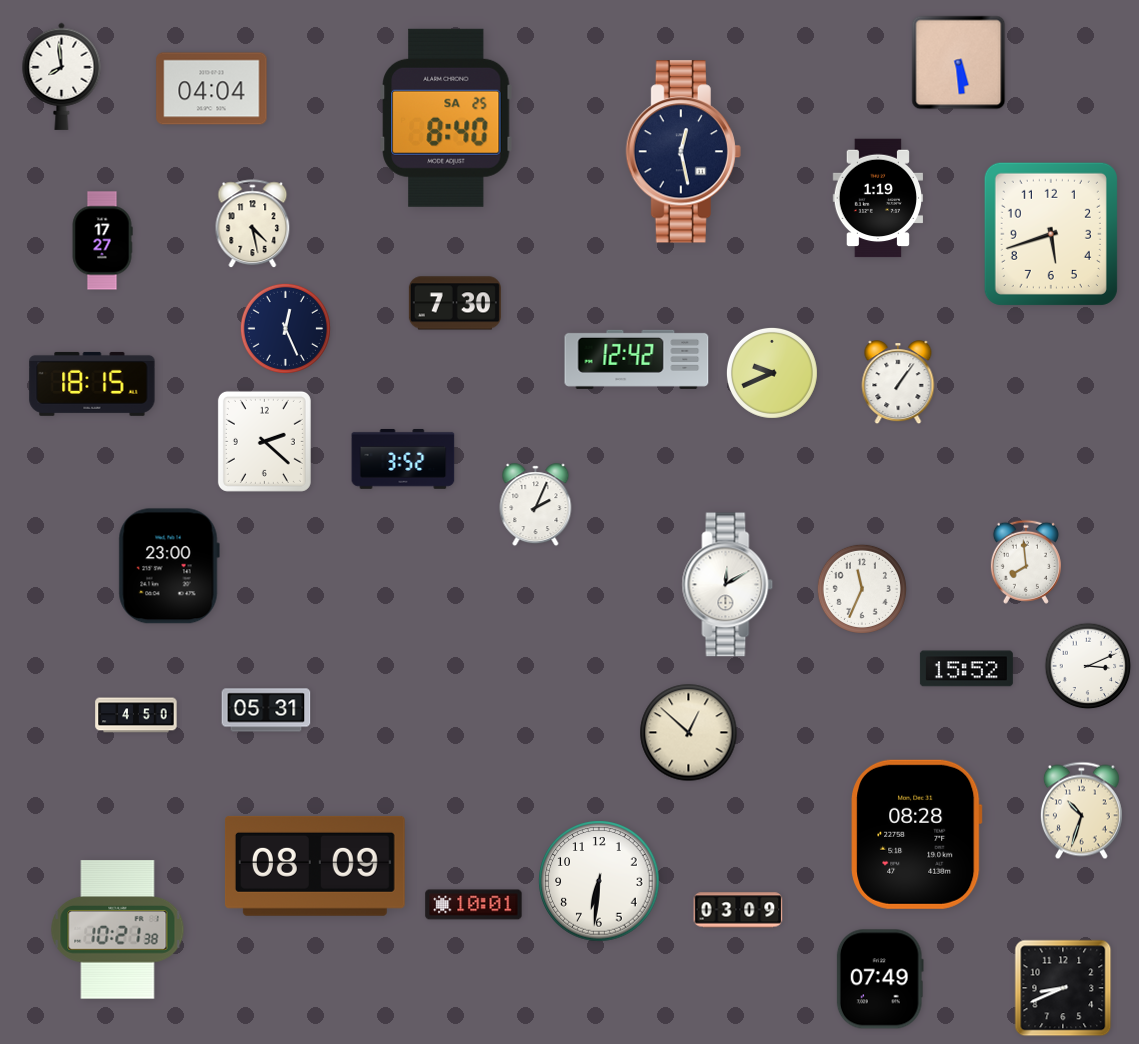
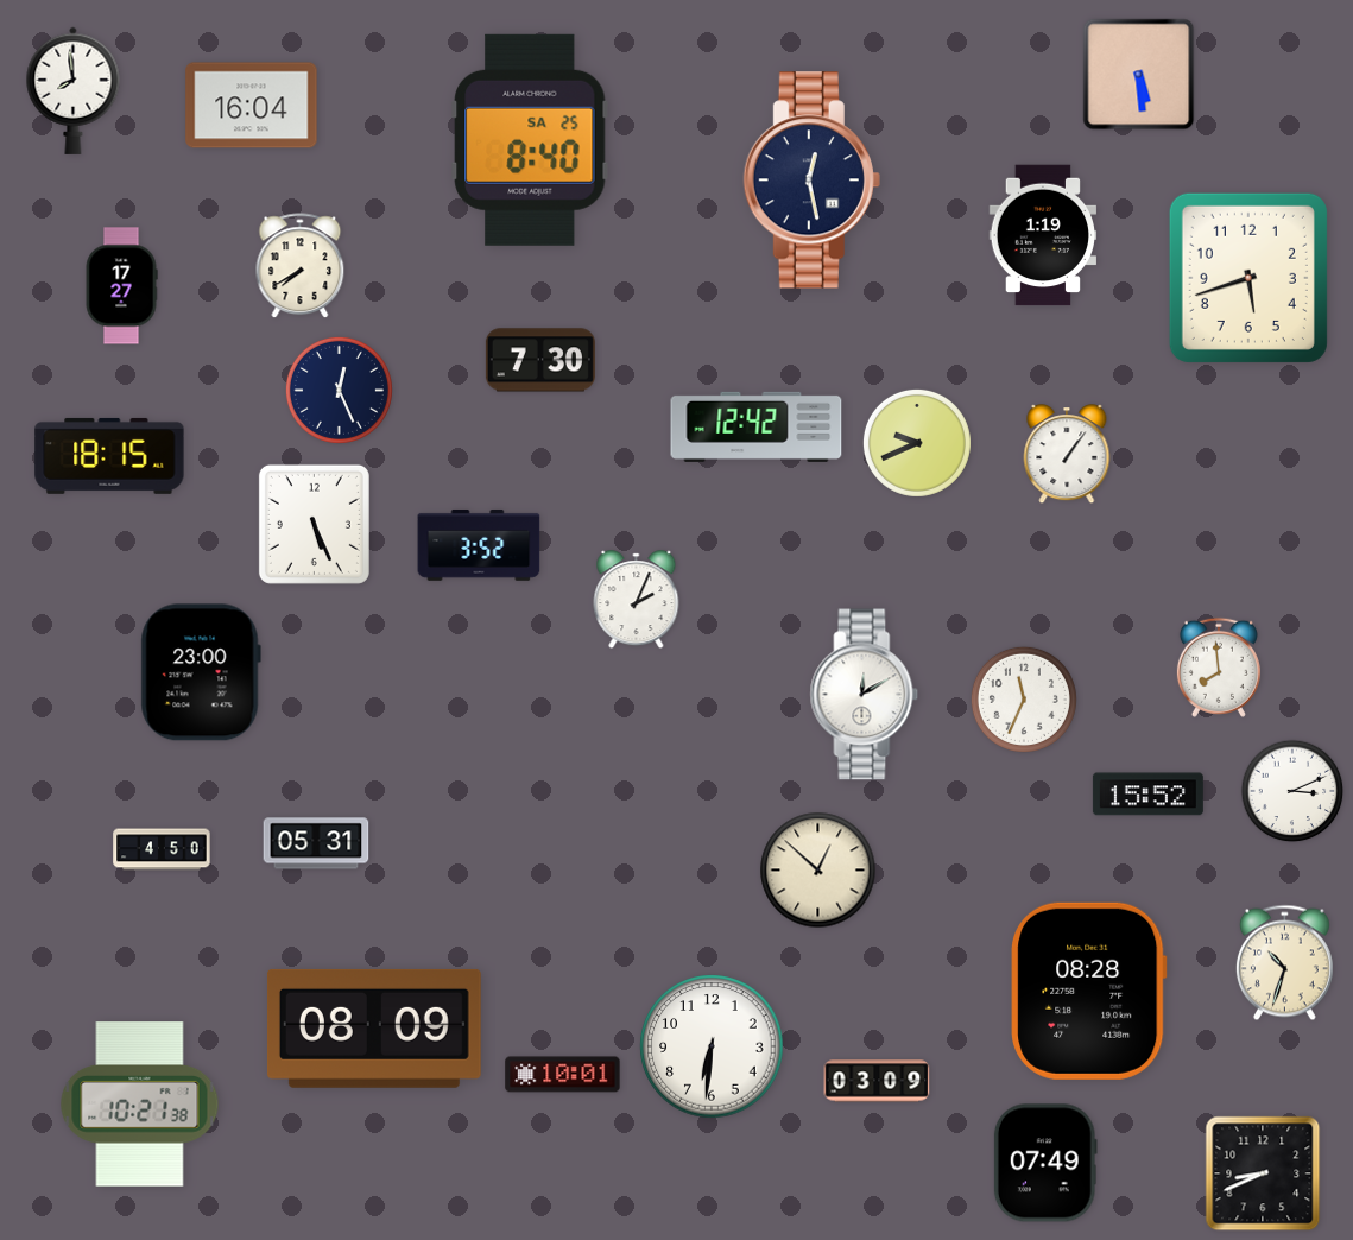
clock at (212, 89): 04:04 -> 16:04
clock at (253, 224): 4:28 -> 7:40
clock at (264, 441): 2:22 -> 5:26
